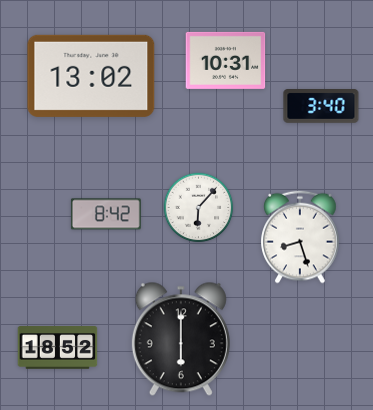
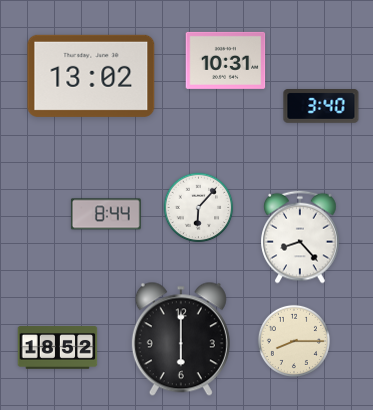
clock at (106, 214): 8:42 -> 8:44
clock at (300, 237): 8:27 -> 8:23
clock at (294, 341): none -> 8:15
